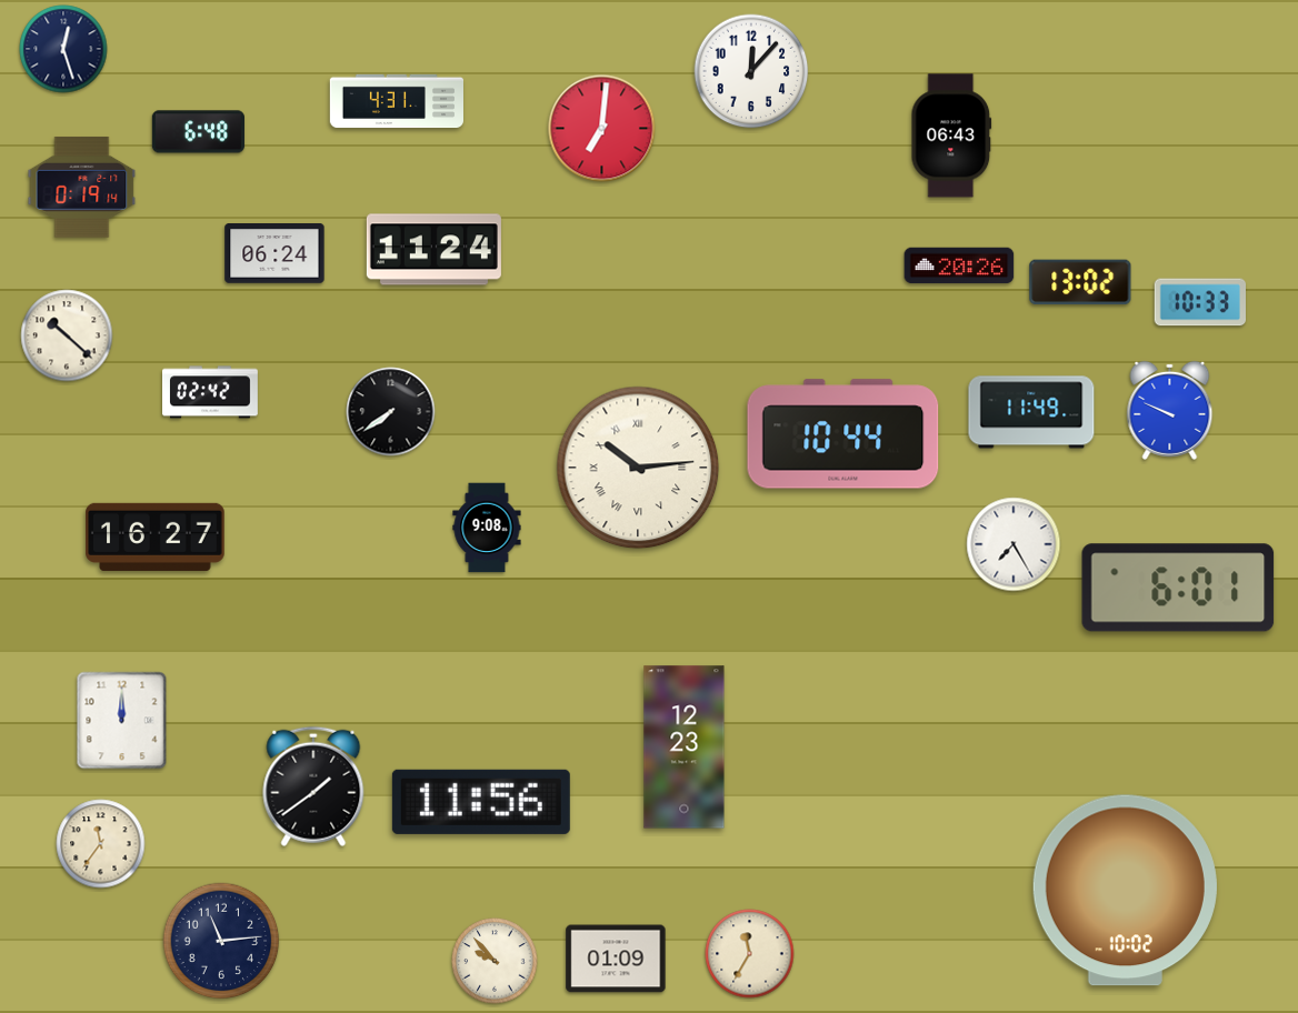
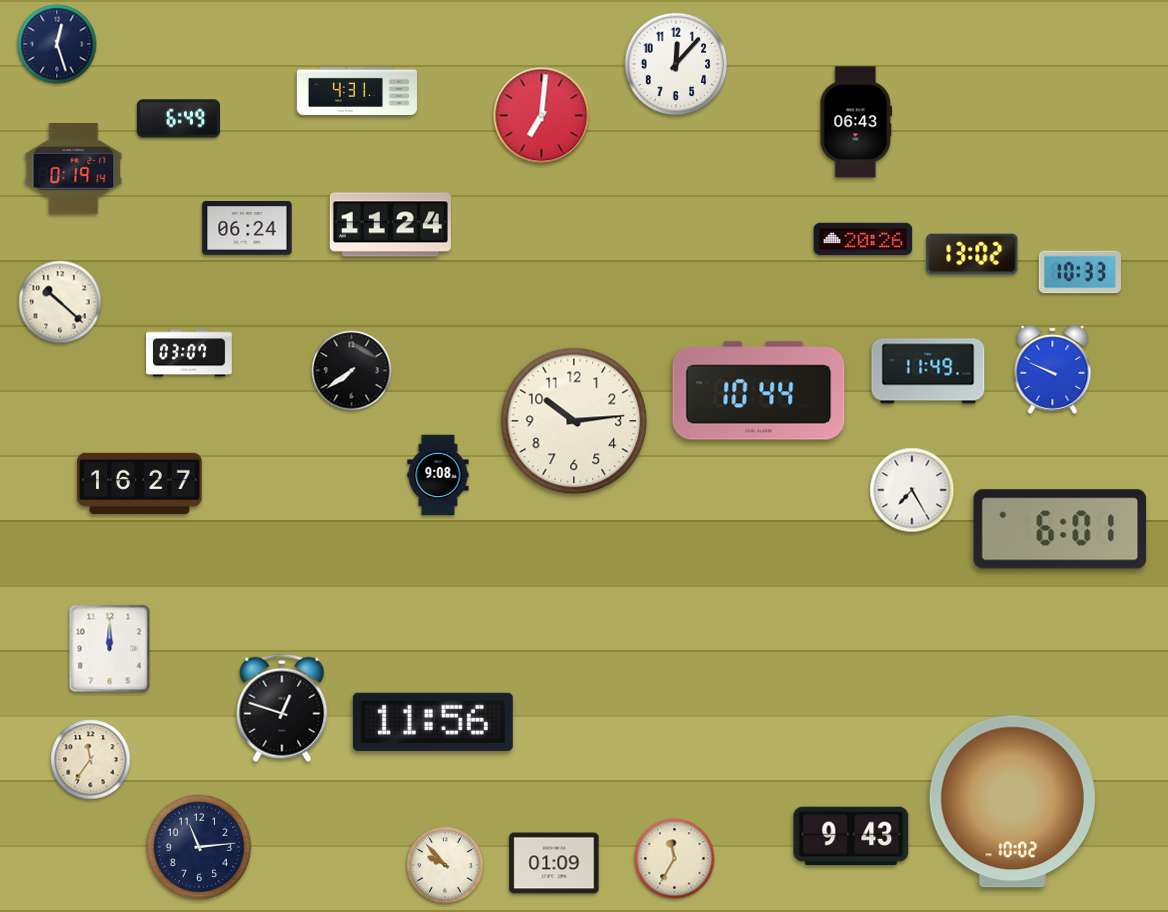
clock at (198, 132): 6:48 -> 6:49
clock at (211, 392): 02:42 -> 03:07
clock at (638, 468) numerals: Roman -> Arabic
clock at (685, 748): 12:23 -> none
clock at (313, 786): 1:39 -> 12:48
clock at (851, 835): none -> 9:43
